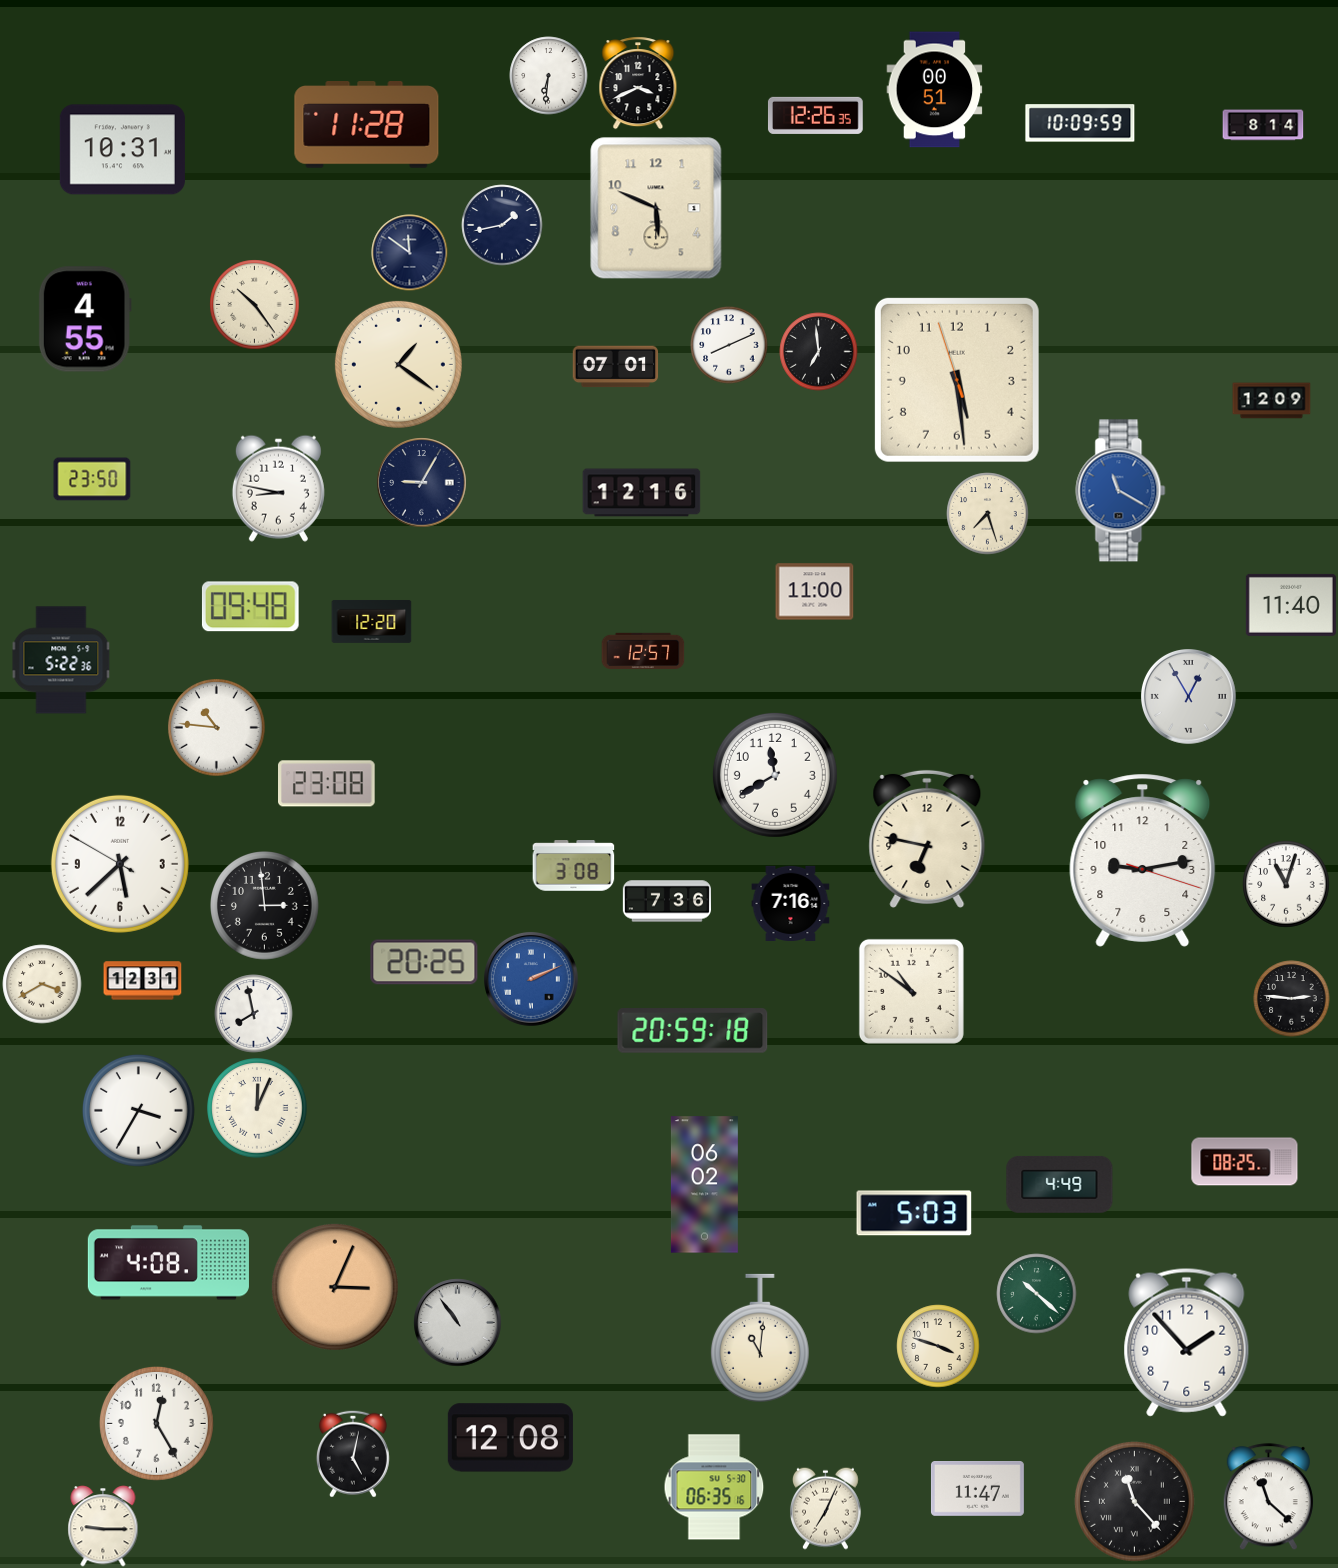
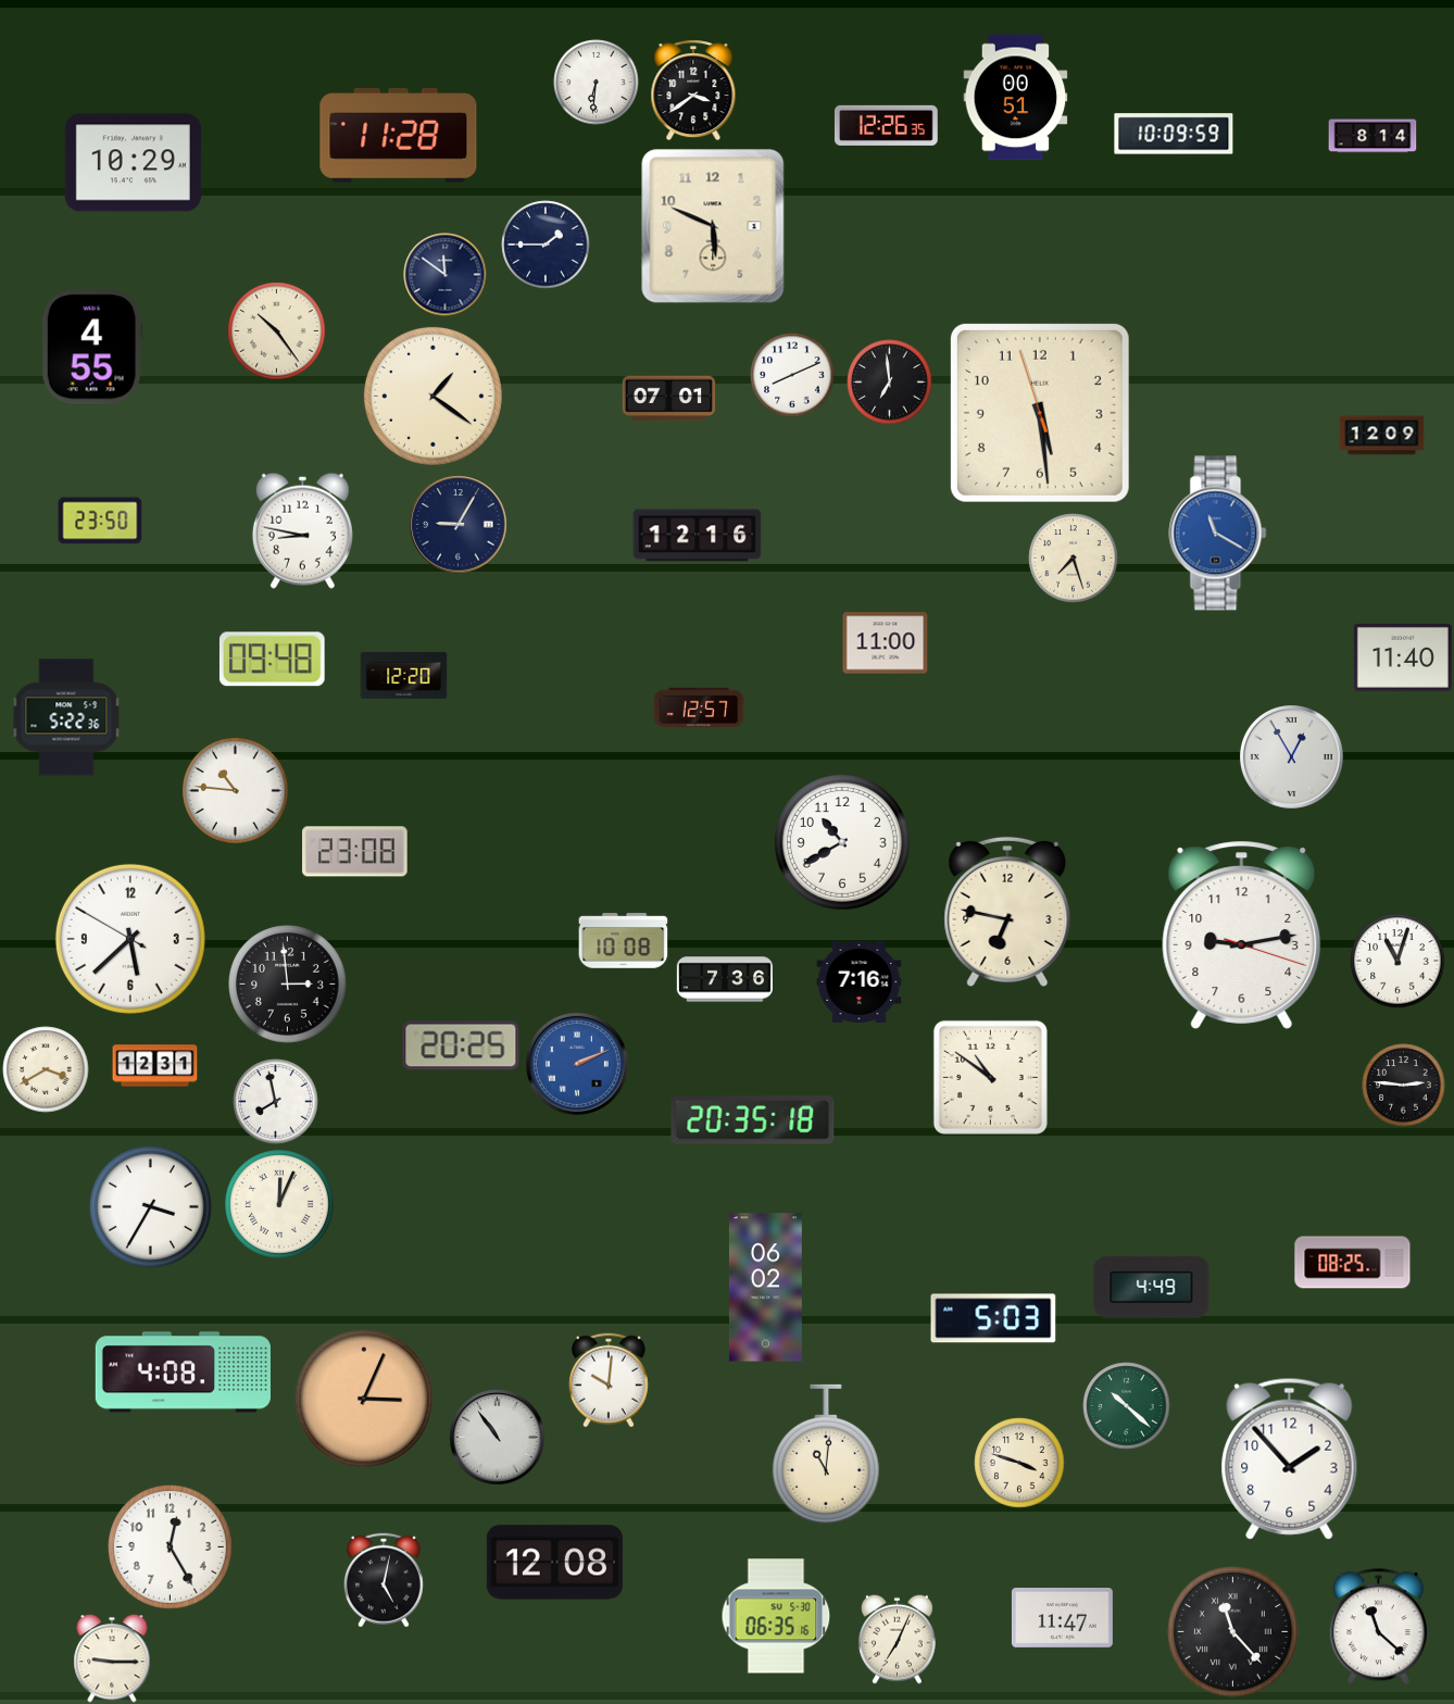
clock at (638, 83): 3:41 -> 3:39
clock at (122, 150): 10:31 -> 10:29
clock at (502, 225): 1:43 -> 1:45
clock at (775, 775): 11:40 -> 10:40
clock at (574, 866): 3:08 -> 10:08
clock at (693, 1031): 20:59 -> 20:35
clock at (609, 1380): none -> 10:01
